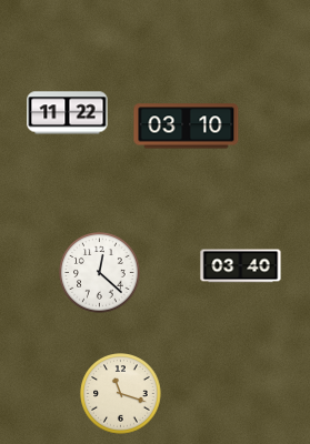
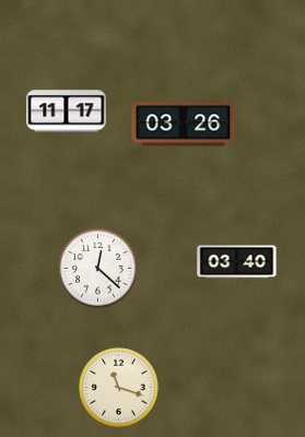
clock at (68, 113): 11:22 -> 11:17
clock at (187, 127): 03:10 -> 03:26
